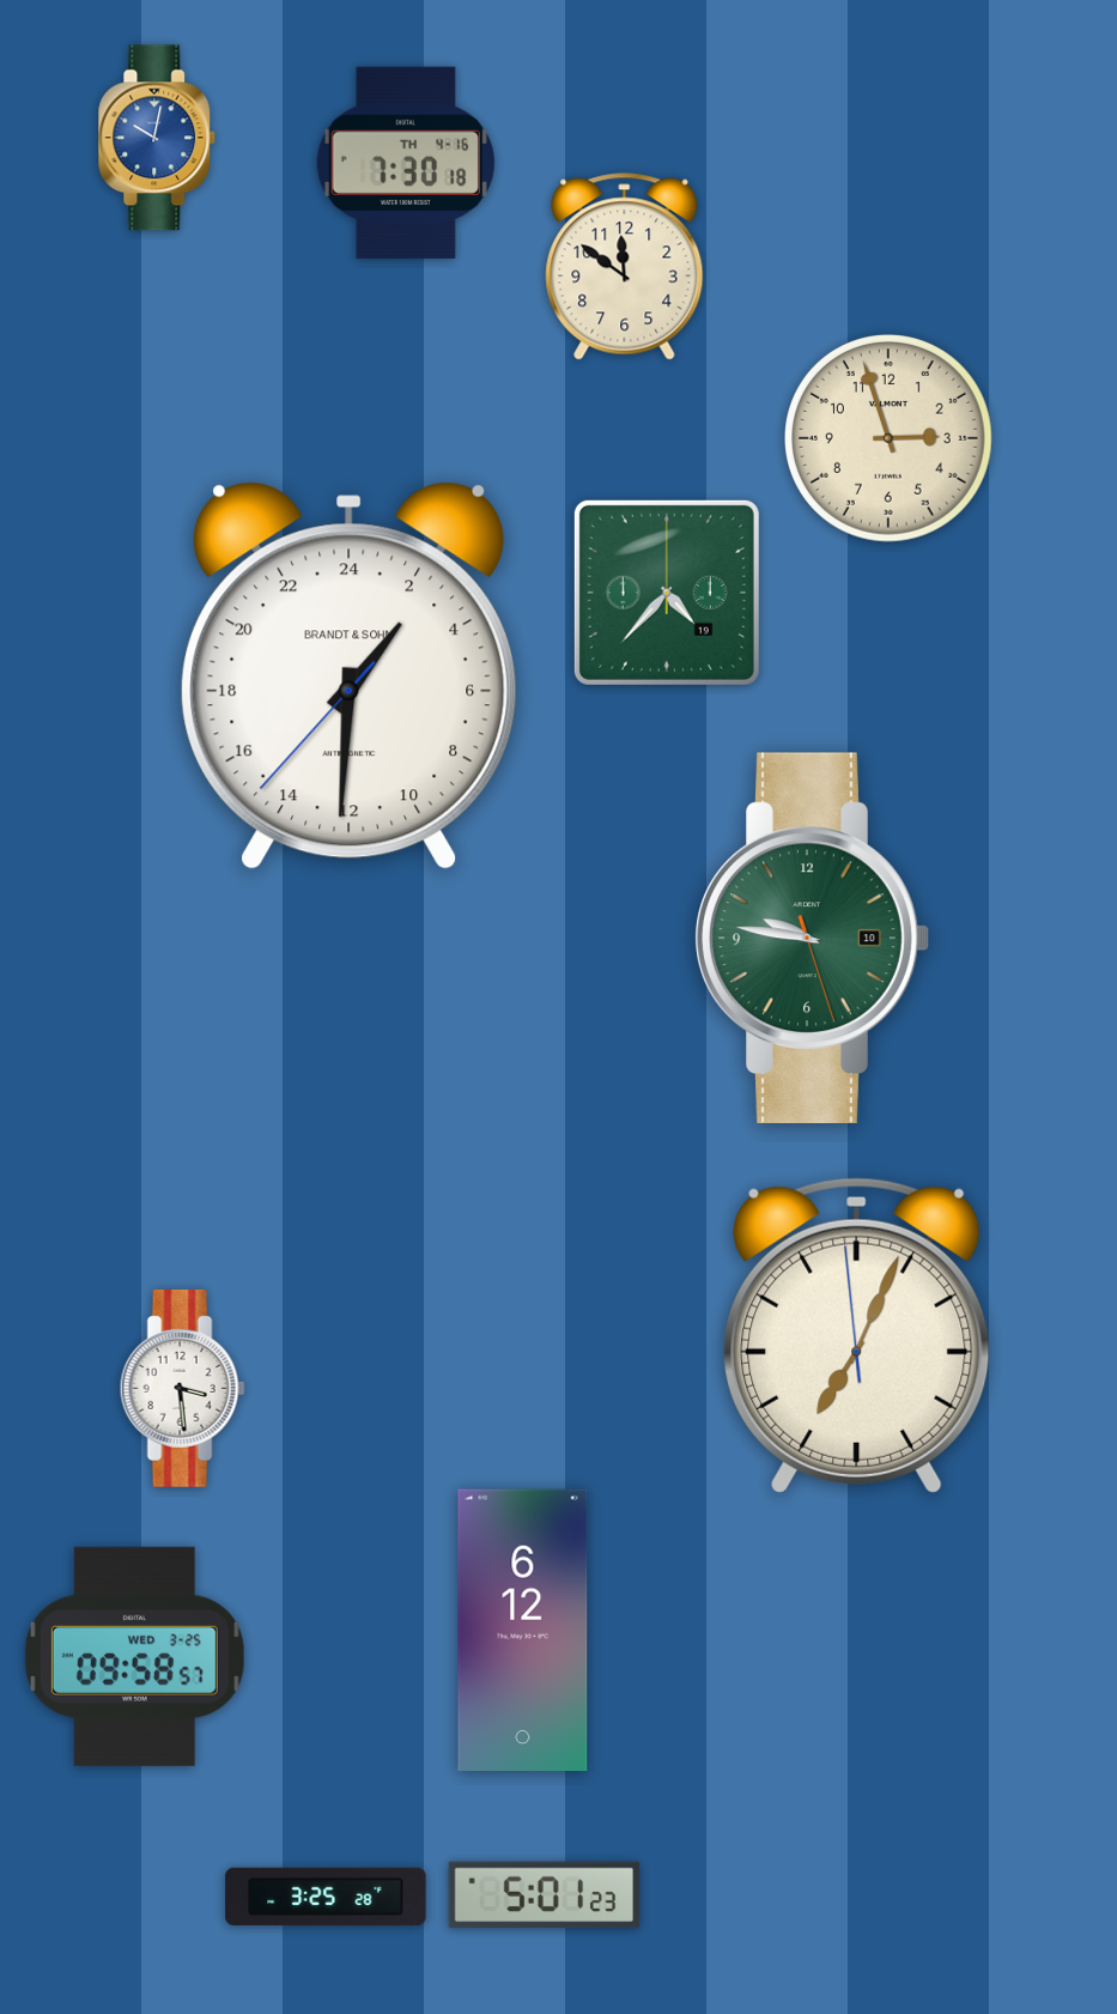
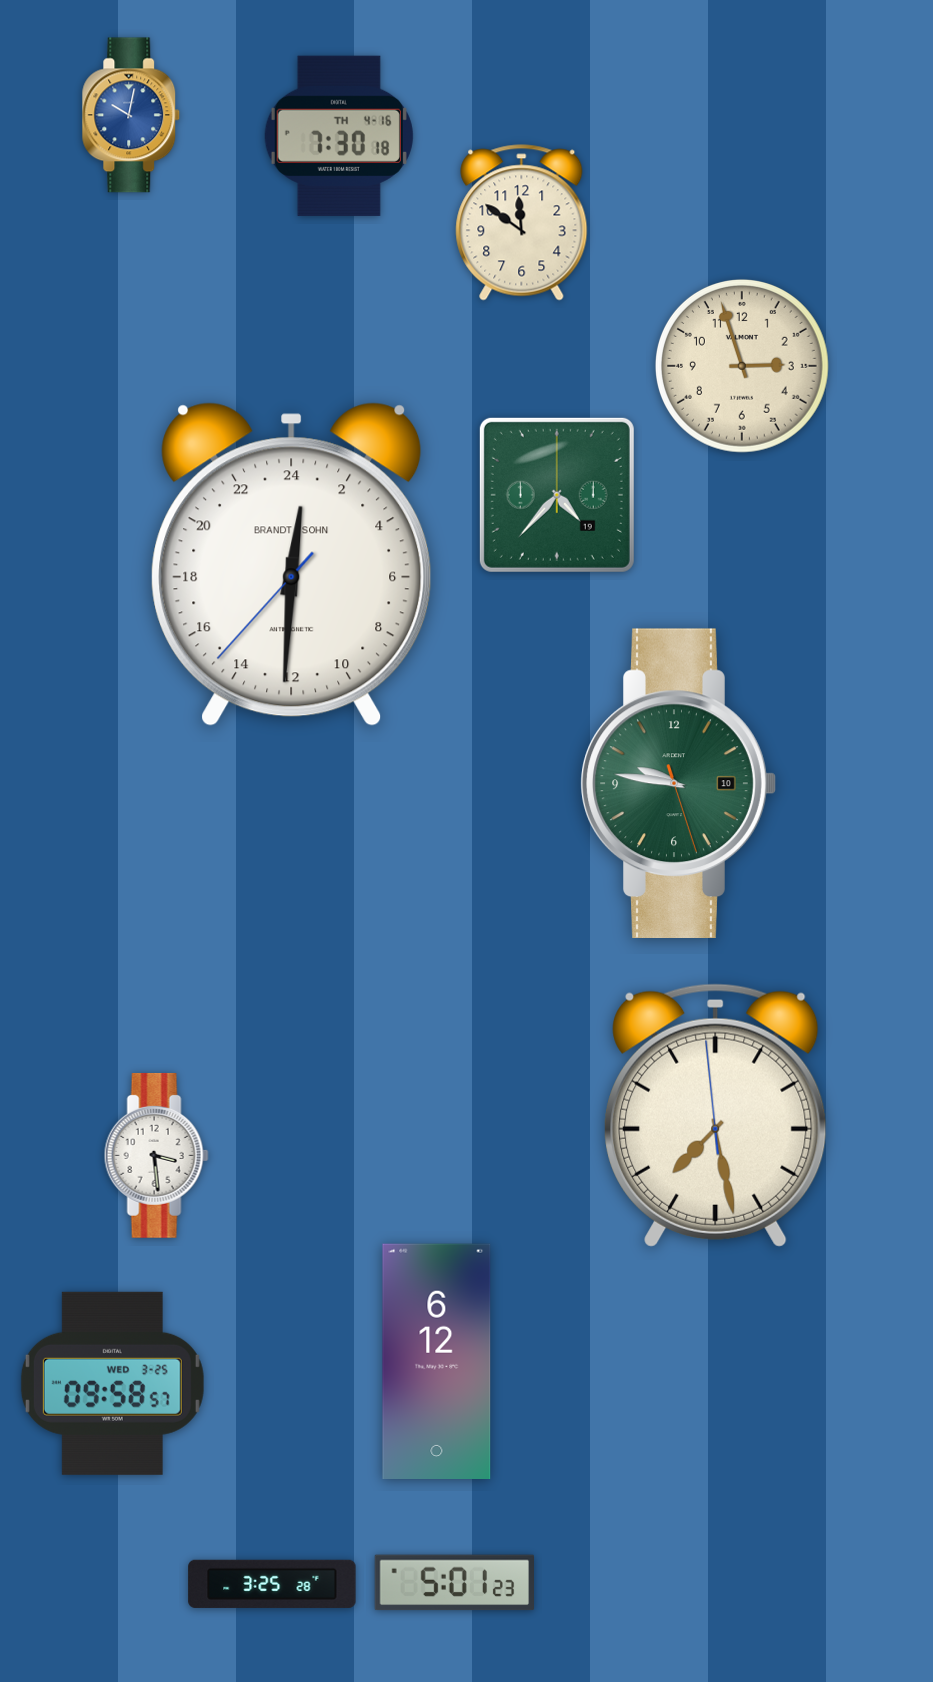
clock at (350, 675): 2:30 -> 0:30
clock at (857, 1335): 7:03 -> 7:27
clock at (182, 1388) position: (182, 1388) -> (156, 1155)
